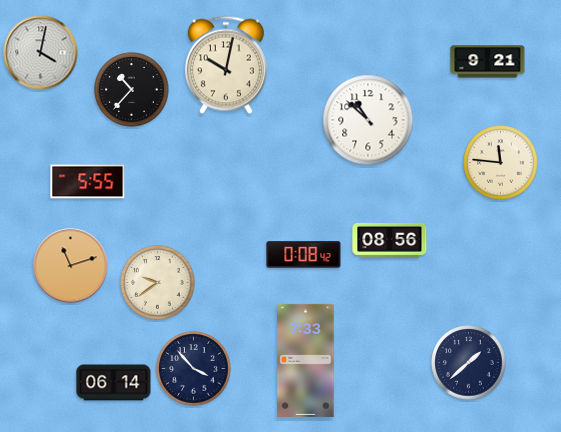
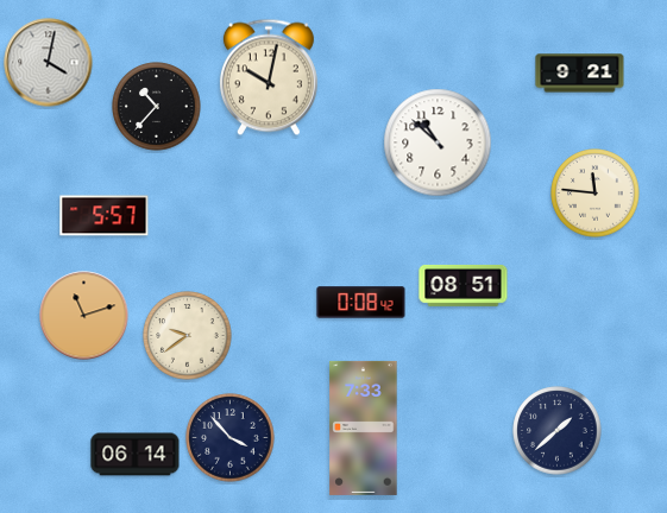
clock at (88, 182): 5:55 -> 5:57
clock at (390, 240): 08:56 -> 08:51
